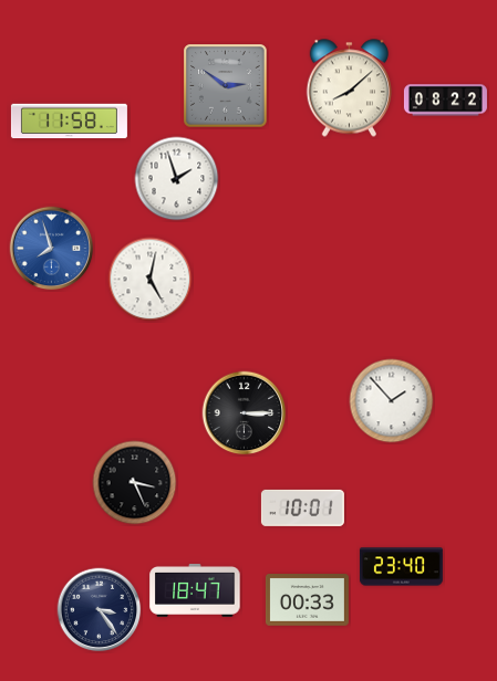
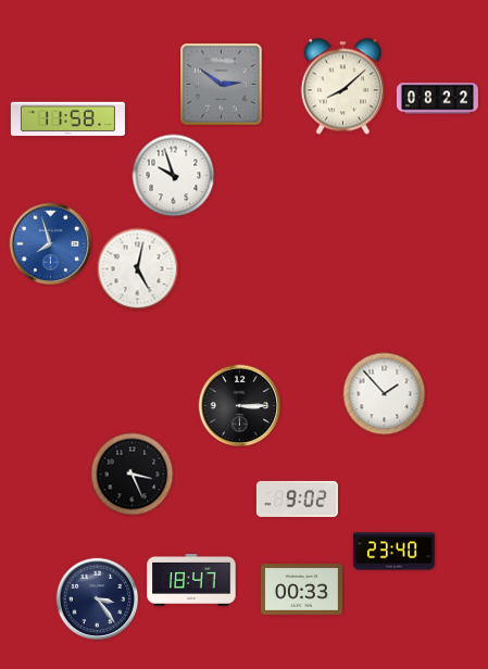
clock at (177, 179): 1:57 -> 9:57
clock at (151, 280) position: (151, 280) -> (138, 269)
clock at (302, 507): 10:01 -> 9:02
clock at (401, 567) position: (401, 567) -> (393, 552)
